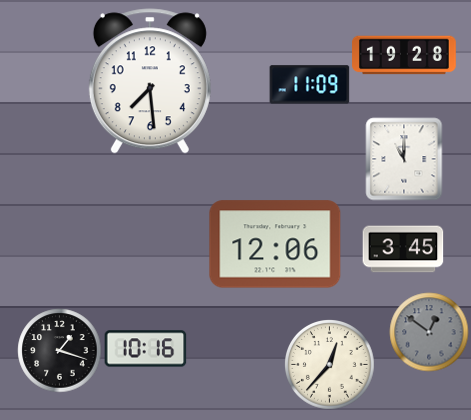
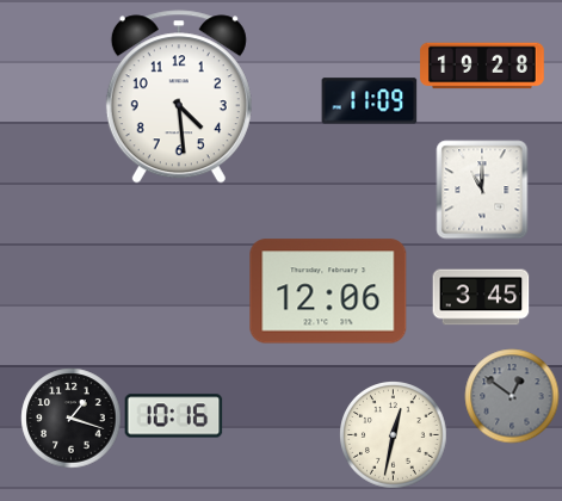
clock at (150, 81): 7:29 -> 4:29
clock at (330, 365): 12:37 -> 12:32
